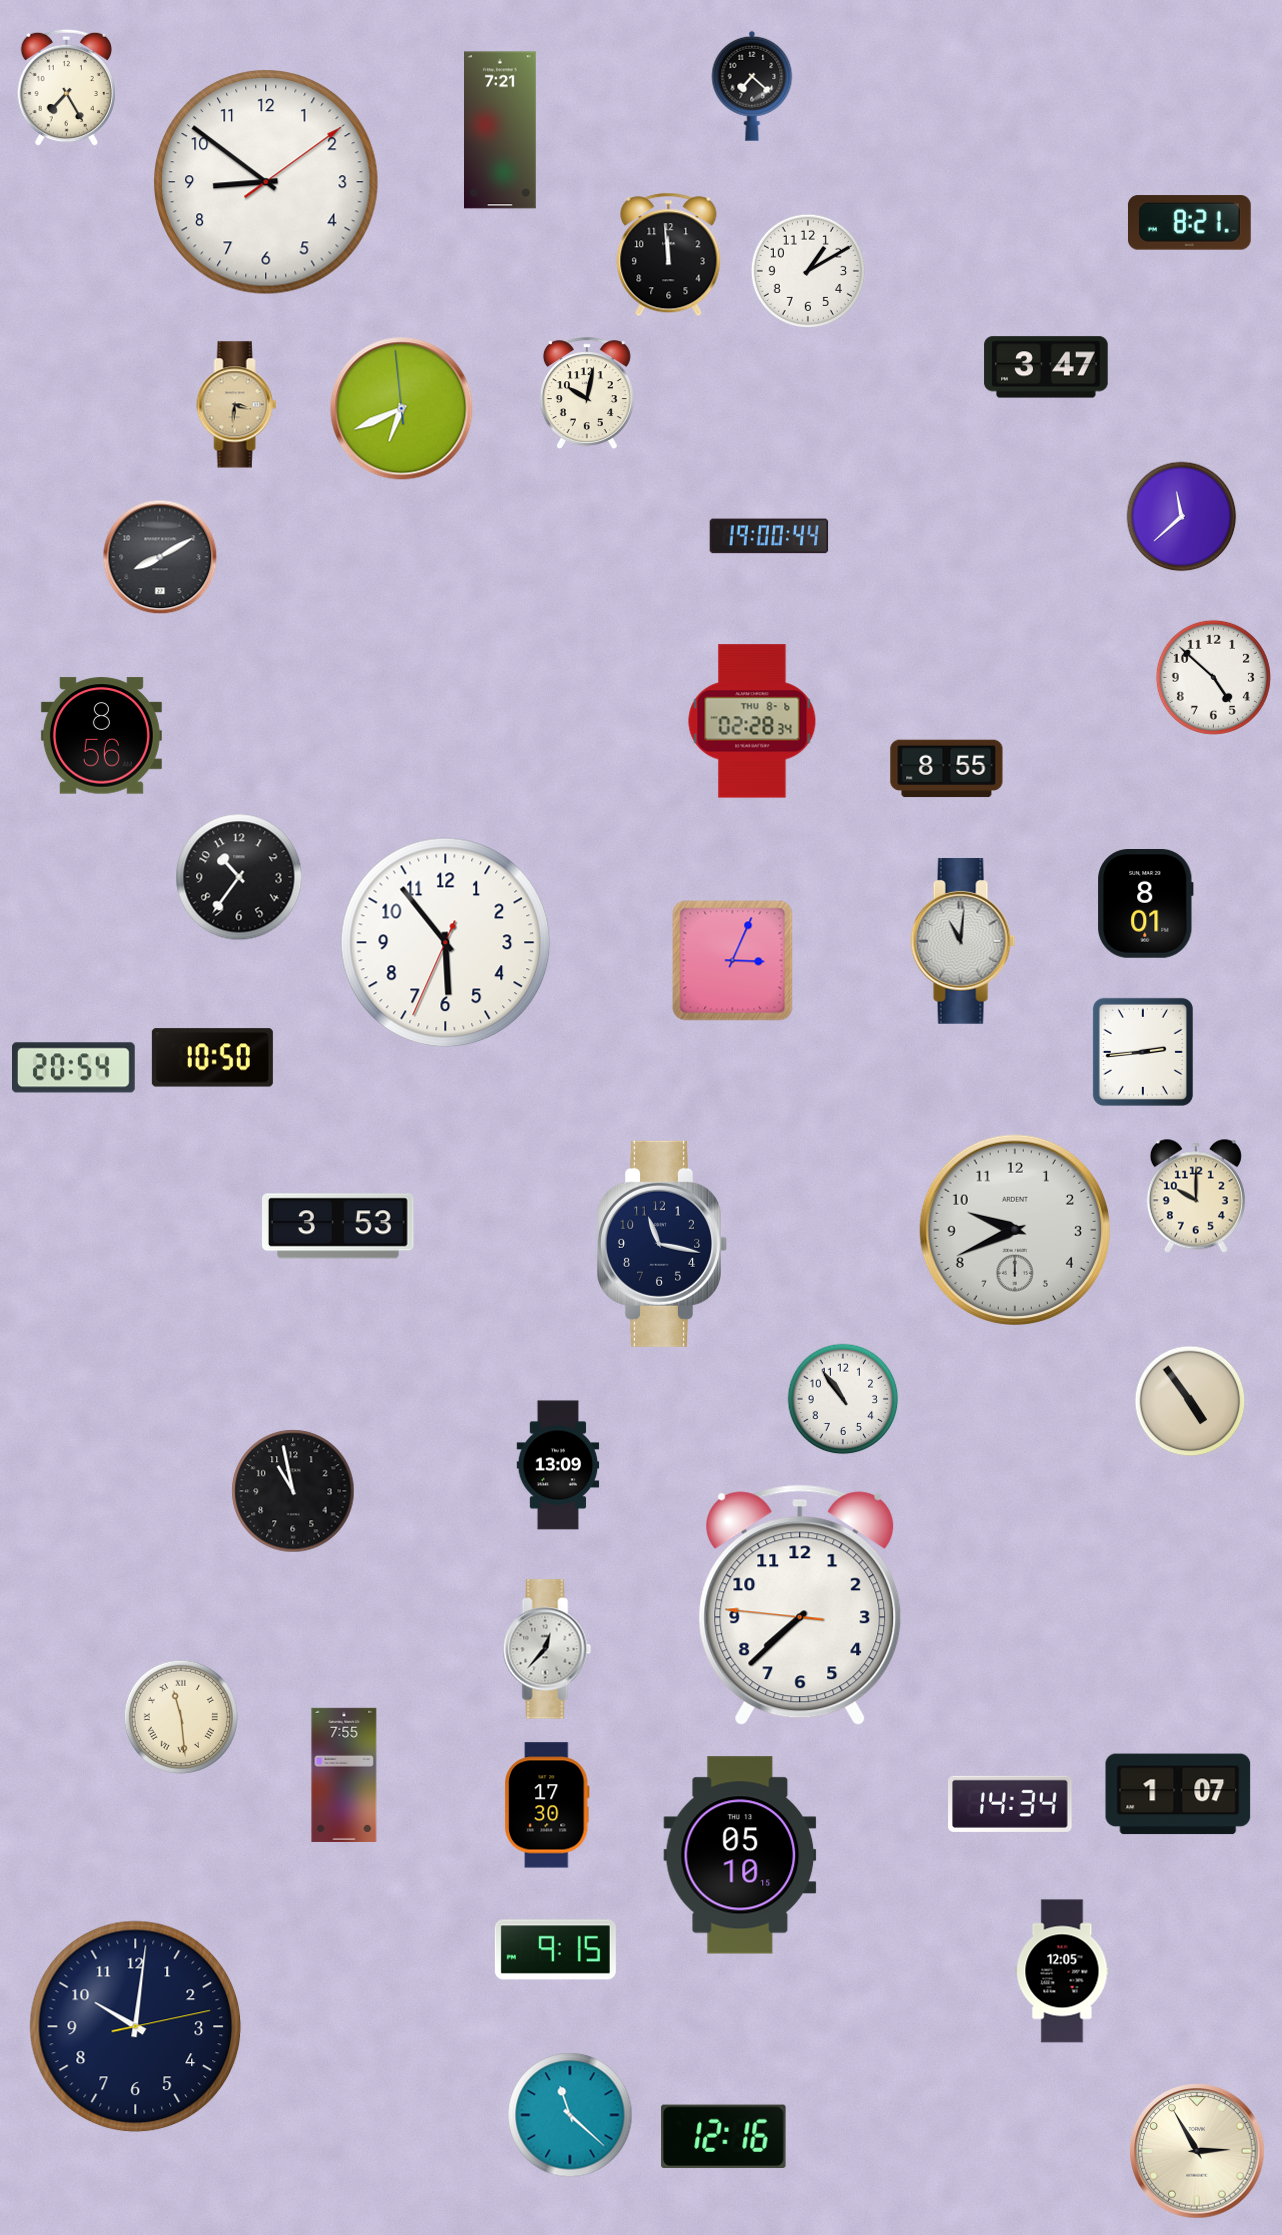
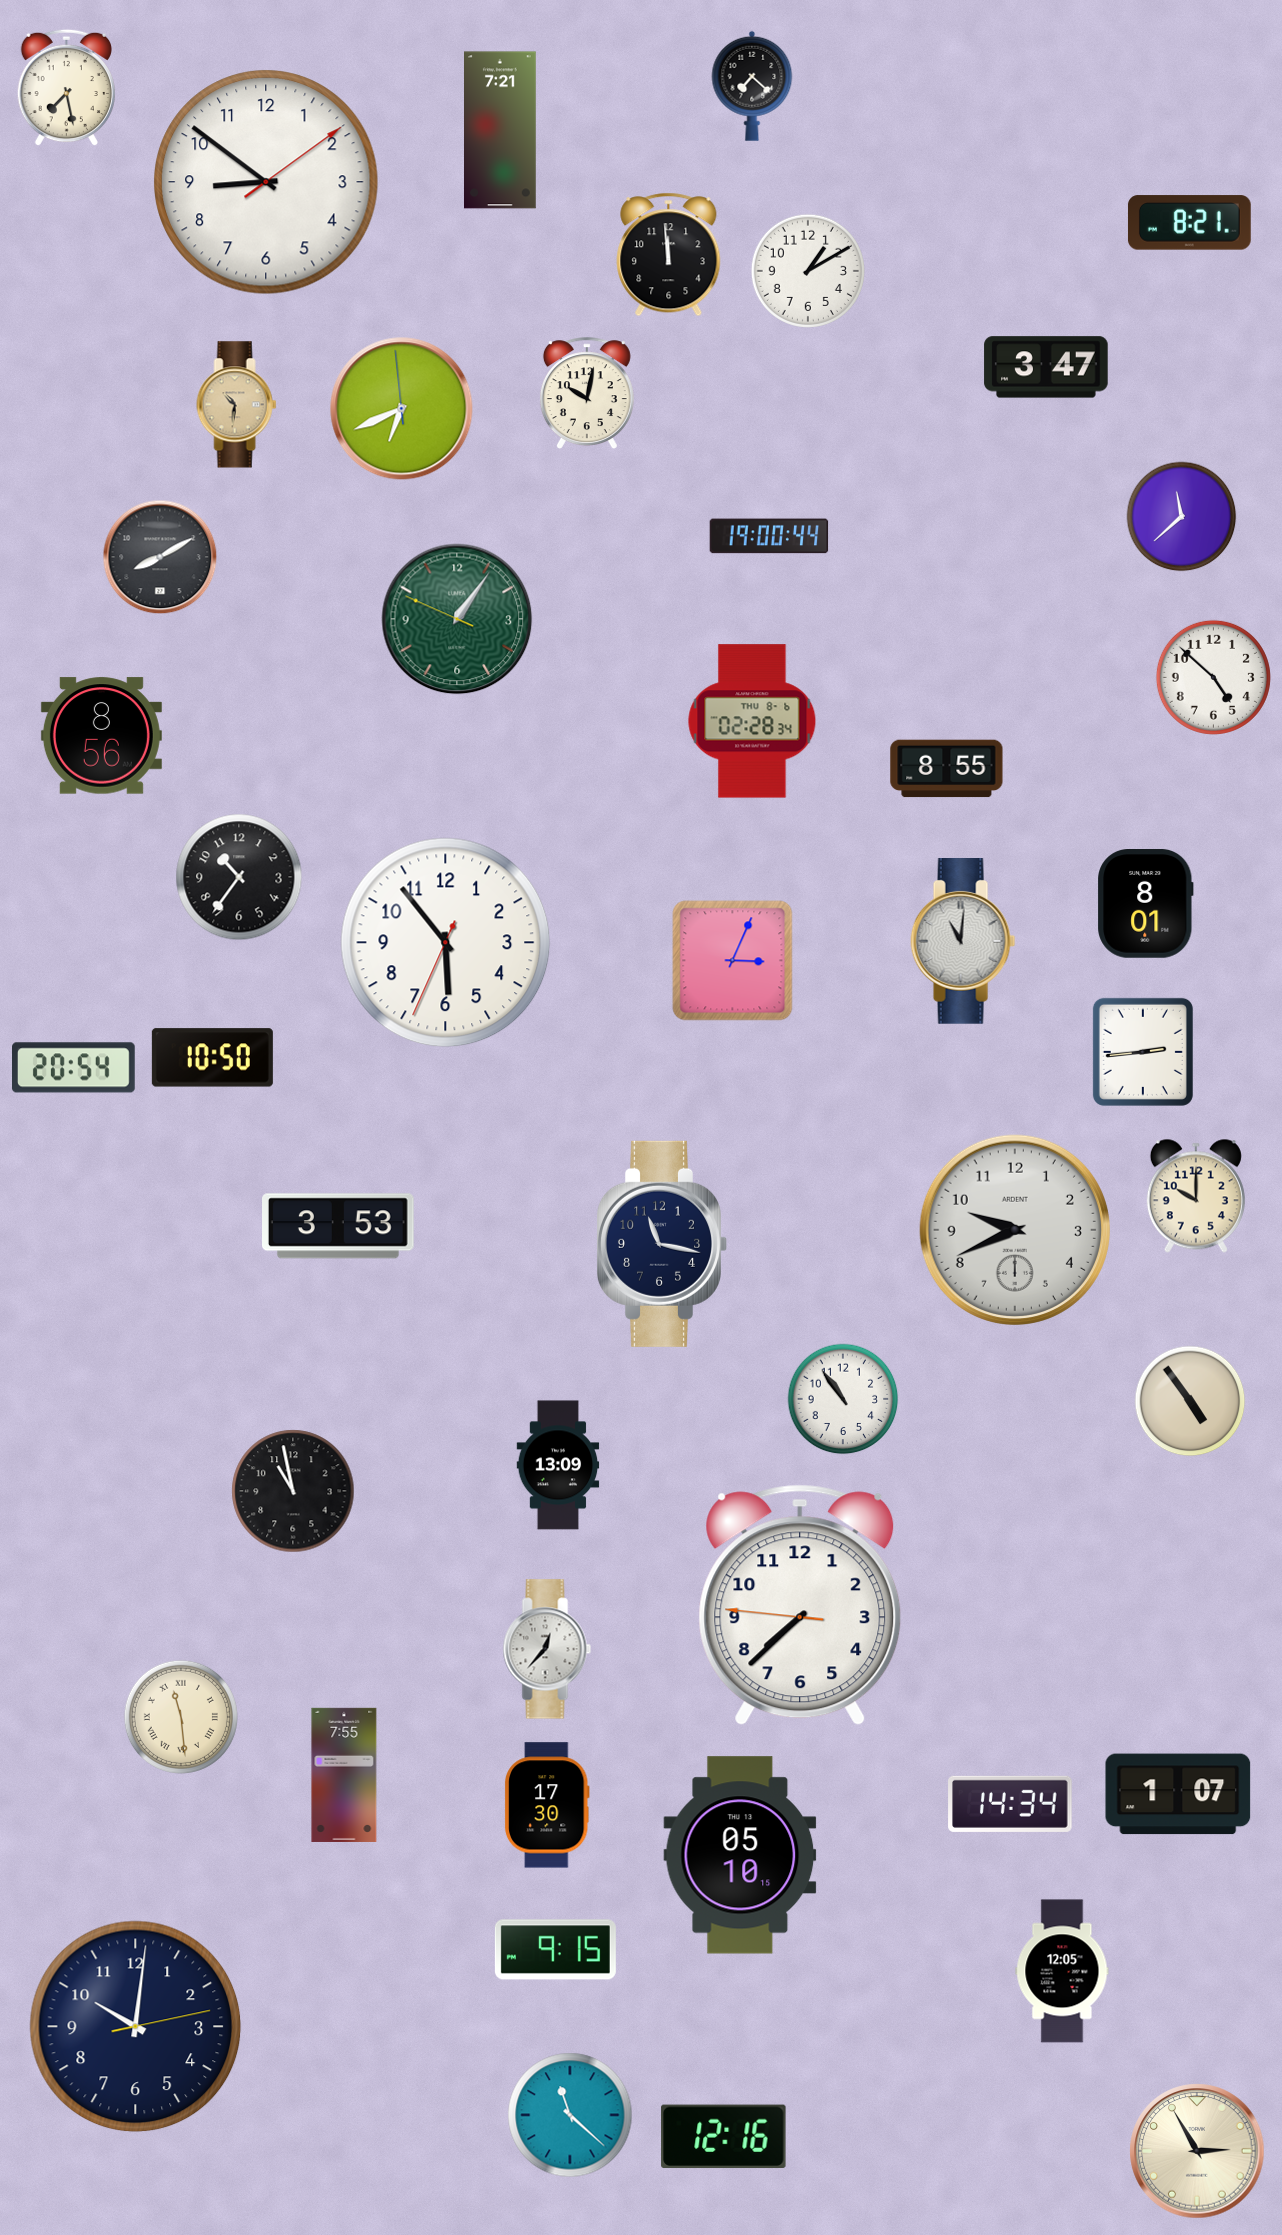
clock at (66, 88): 7:25 -> 7:28
clock at (237, 405): 3:31 -> 10:31
clock at (457, 619): none -> 1:05
